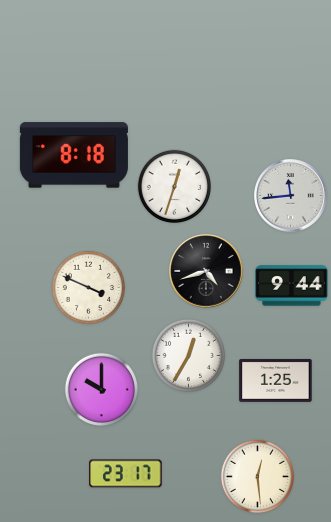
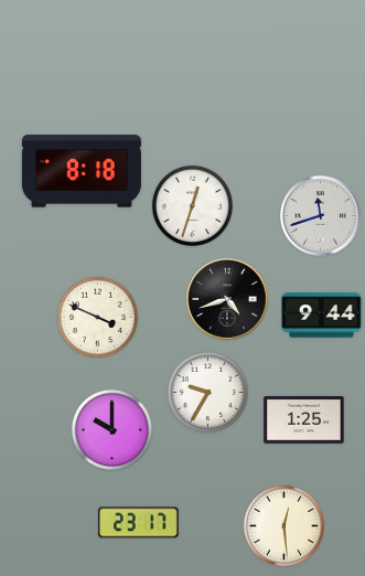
clock at (291, 196): 11:44 -> 11:42
clock at (188, 355): 12:35 -> 9:35
